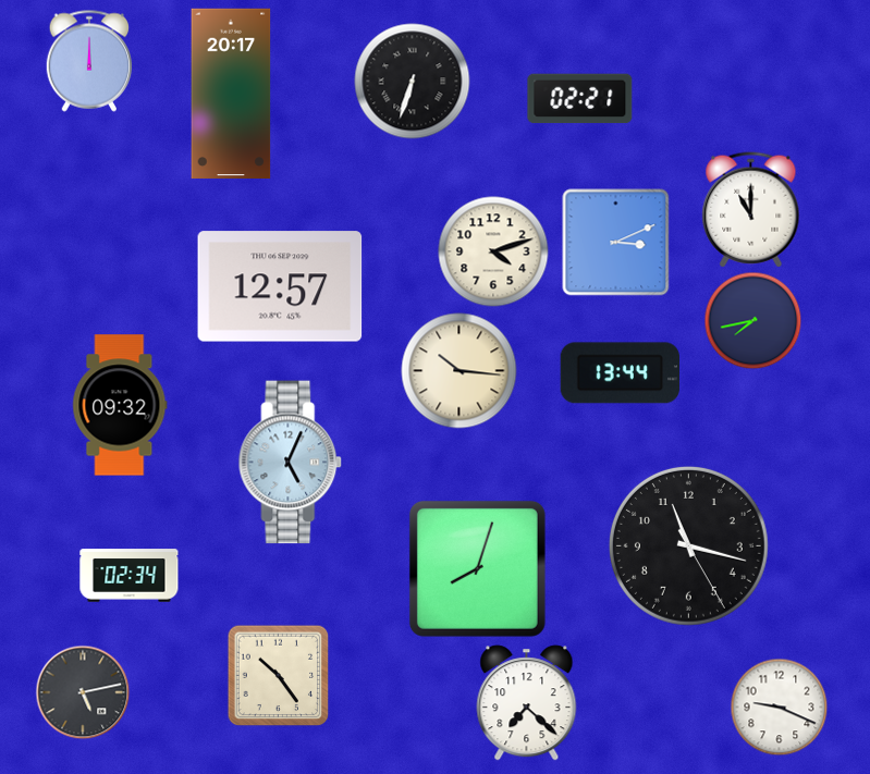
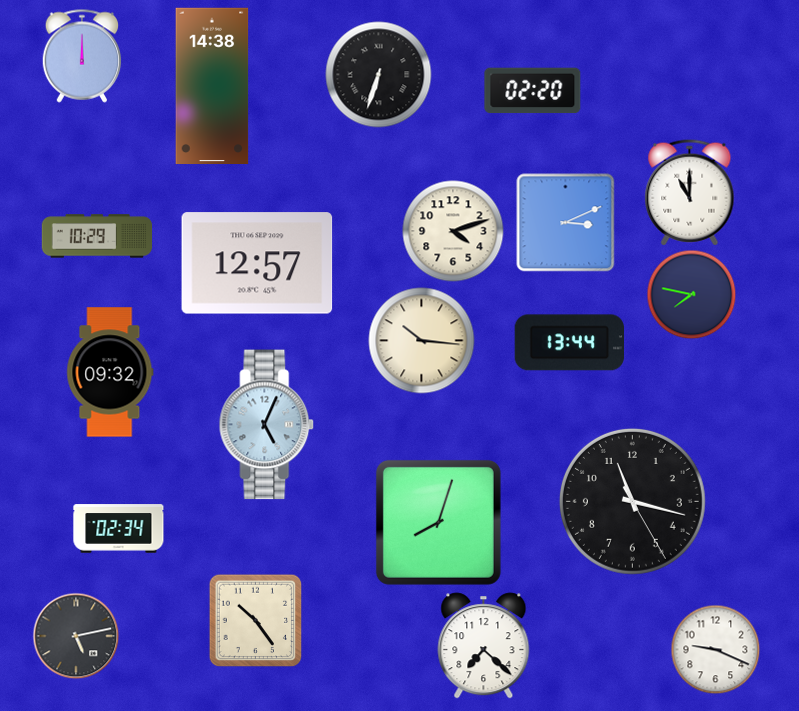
clock at (231, 94): 20:17 -> 14:38
clock at (580, 99): 02:21 -> 02:20
clock at (97, 236): none -> 10:29
clock at (752, 320): 7:43 -> 7:47
